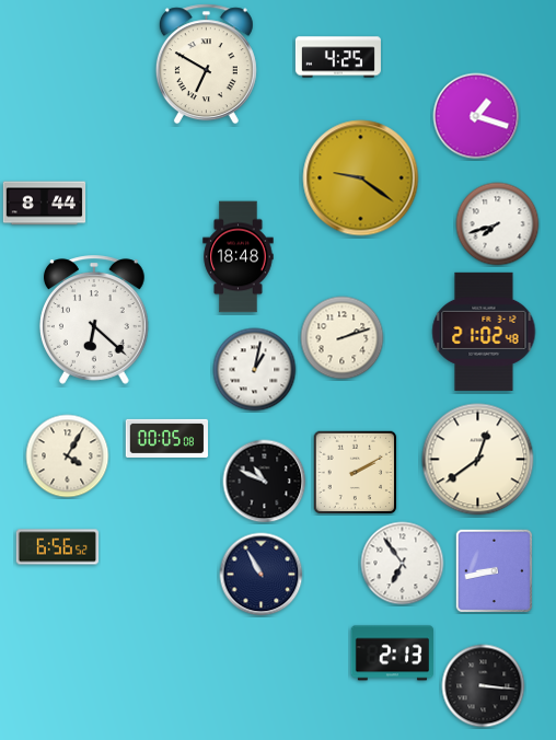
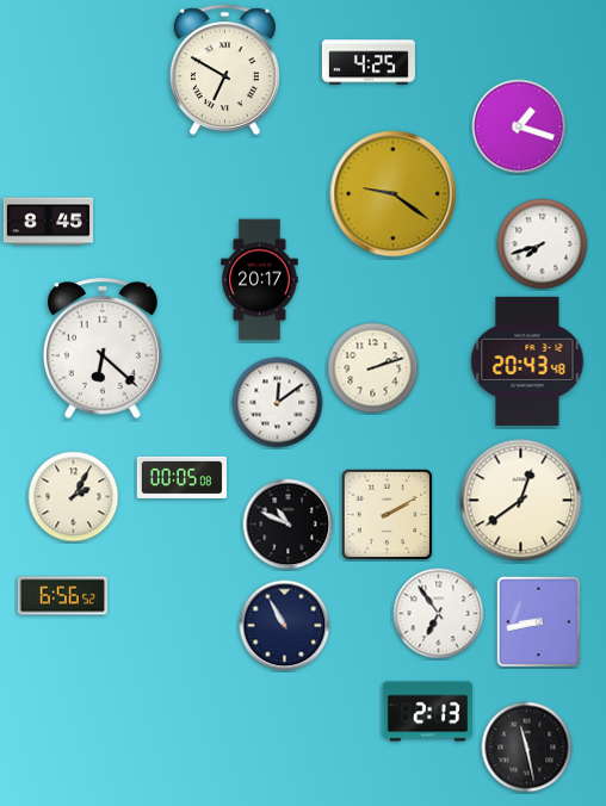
clock at (45, 204): 8:44 -> 8:45
clock at (239, 257): 18:48 -> 20:17
clock at (484, 332): 21:02 -> 20:43
clock at (255, 370): 1:02 -> 12:09
clock at (68, 456): 4:05 -> 2:05
clock at (484, 686): 3:16 -> 11:28
